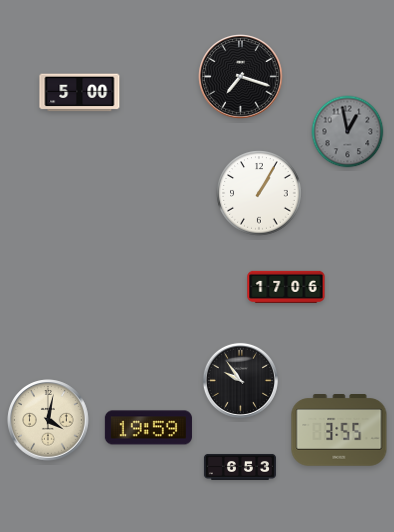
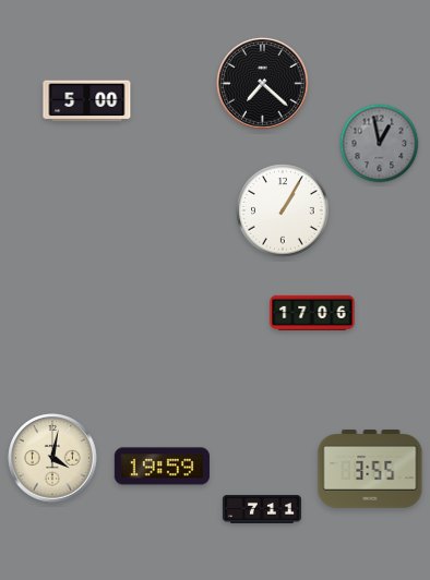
clock at (241, 77): 7:18 -> 7:22
clock at (240, 380): 9:54 -> none
clock at (240, 467): 6:53 -> 7:11
